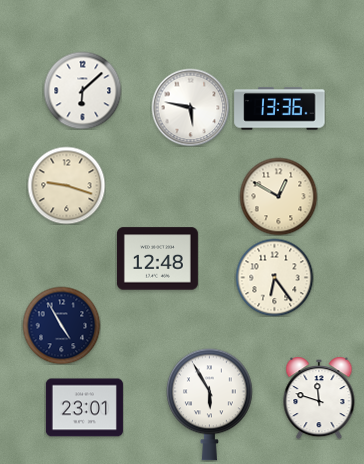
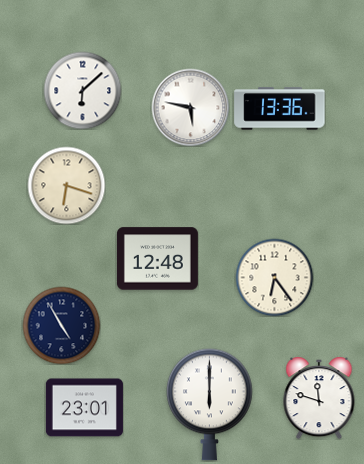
clock at (66, 185): 9:18 -> 6:18
clock at (278, 196): 12:50 -> none
clock at (210, 404): 5:55 -> 6:00
